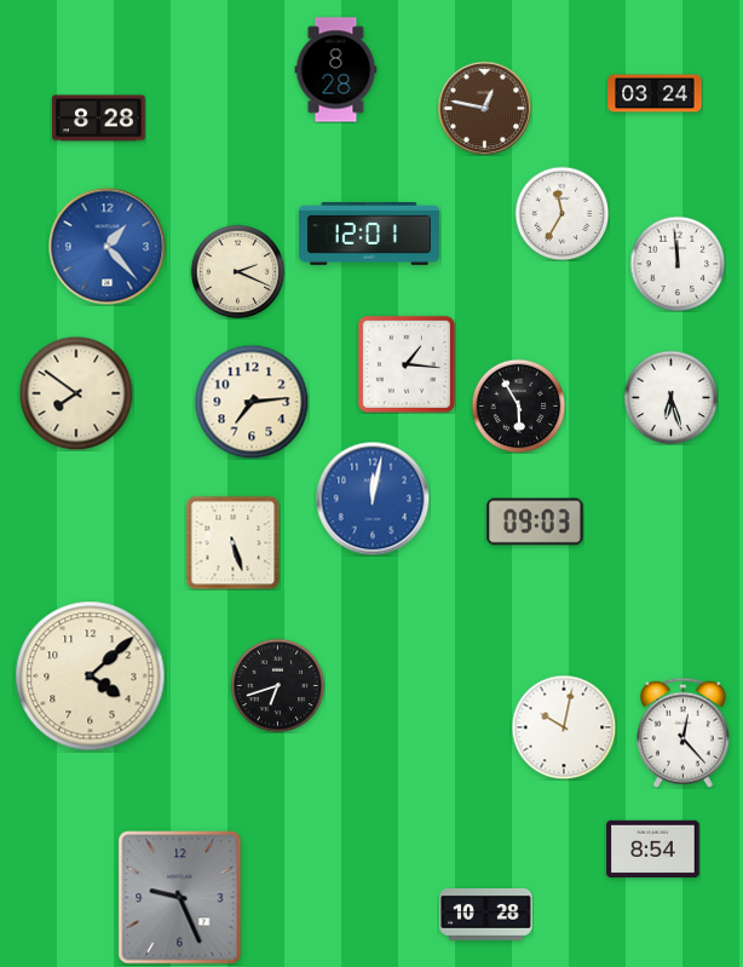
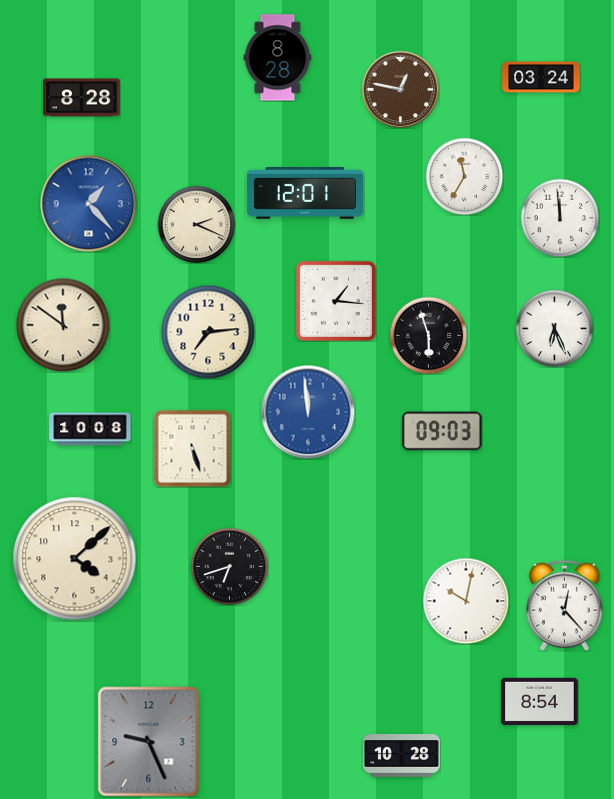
clock at (76, 393): 7:51 -> 11:51
clock at (670, 397): 6:27 -> 6:26
clock at (518, 405): 5:55 -> 5:57
clock at (373, 499): 12:02 -> 11:59
clock at (90, 429): none -> 10:08
